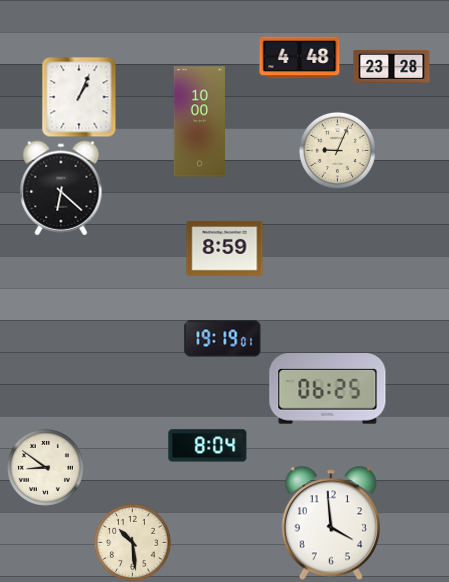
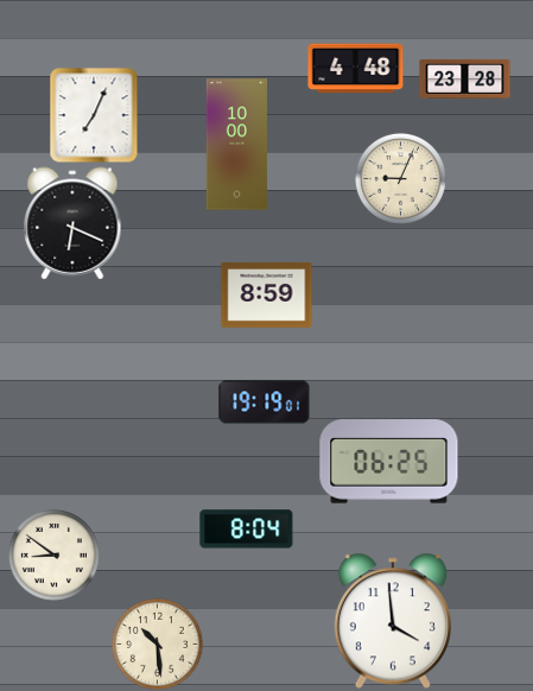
clock at (79, 97): 1:04 -> 7:04
clock at (61, 188): 6:22 -> 6:19
